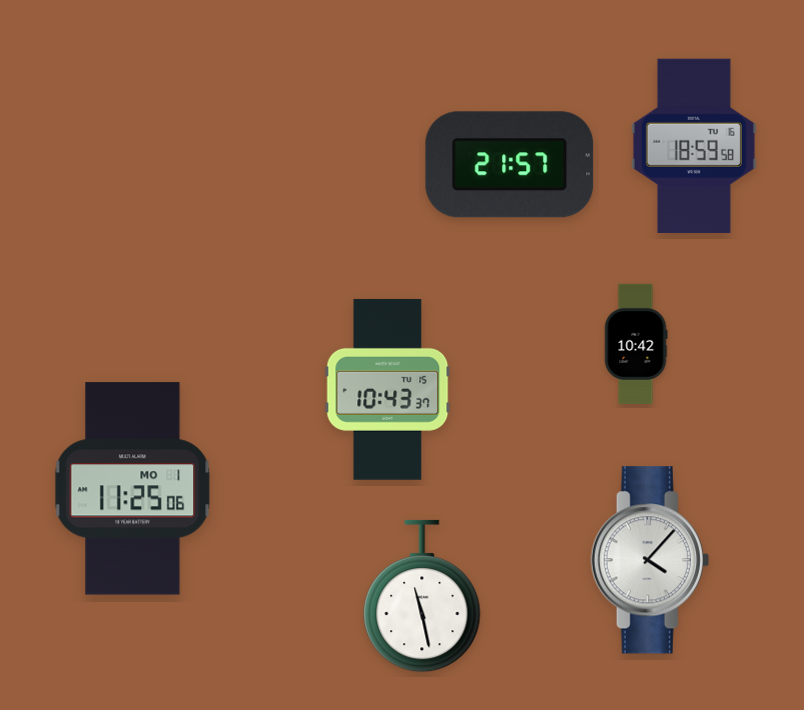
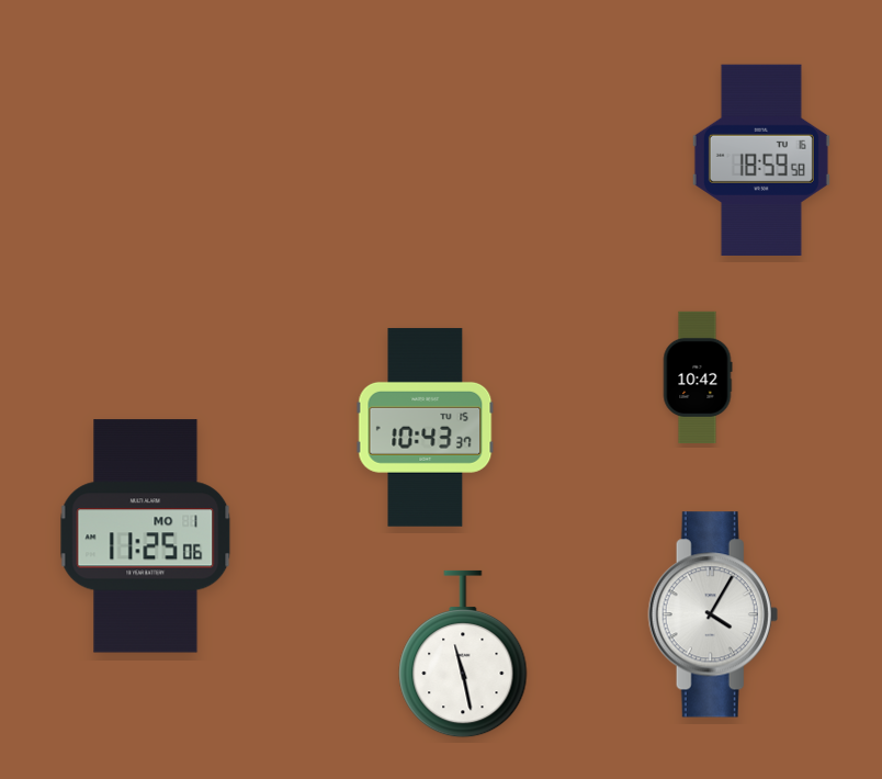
clock at (510, 165): 21:57 -> none
clock at (650, 560): 4:07 -> 4:05
